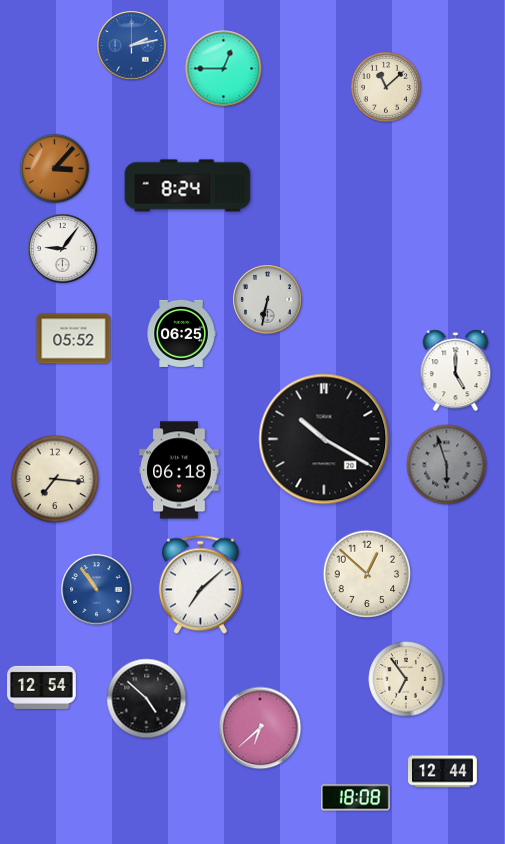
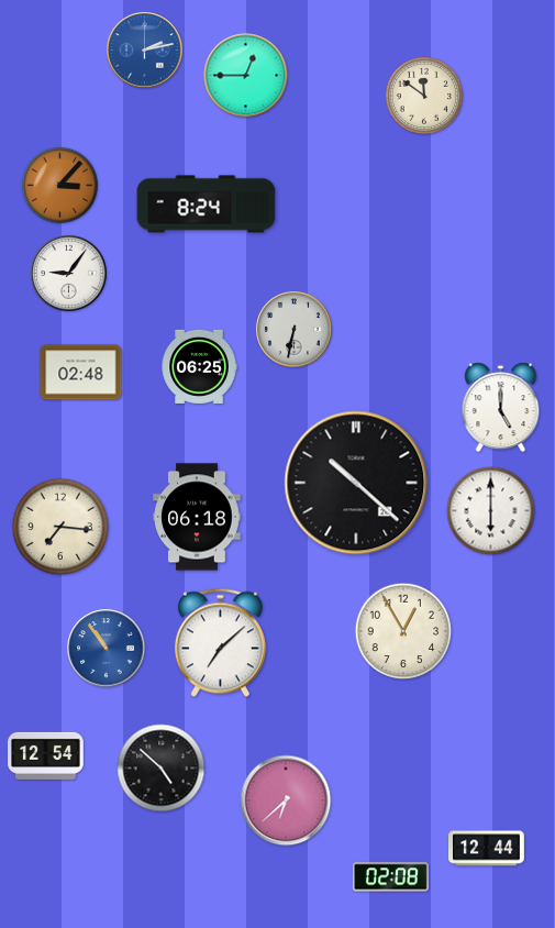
clock at (386, 87): 11:08 -> 11:51
clock at (74, 339): 05:52 -> 02:48
clock at (324, 439): 10:20 -> 10:22
clock at (447, 465): 5:57 -> 6:00
clock at (447, 465) dial: grey -> white
clock at (367, 574): 12:52 -> 12:55
clock at (406, 679): 6:54 -> none
clock at (356, 798): 18:08 -> 02:08
